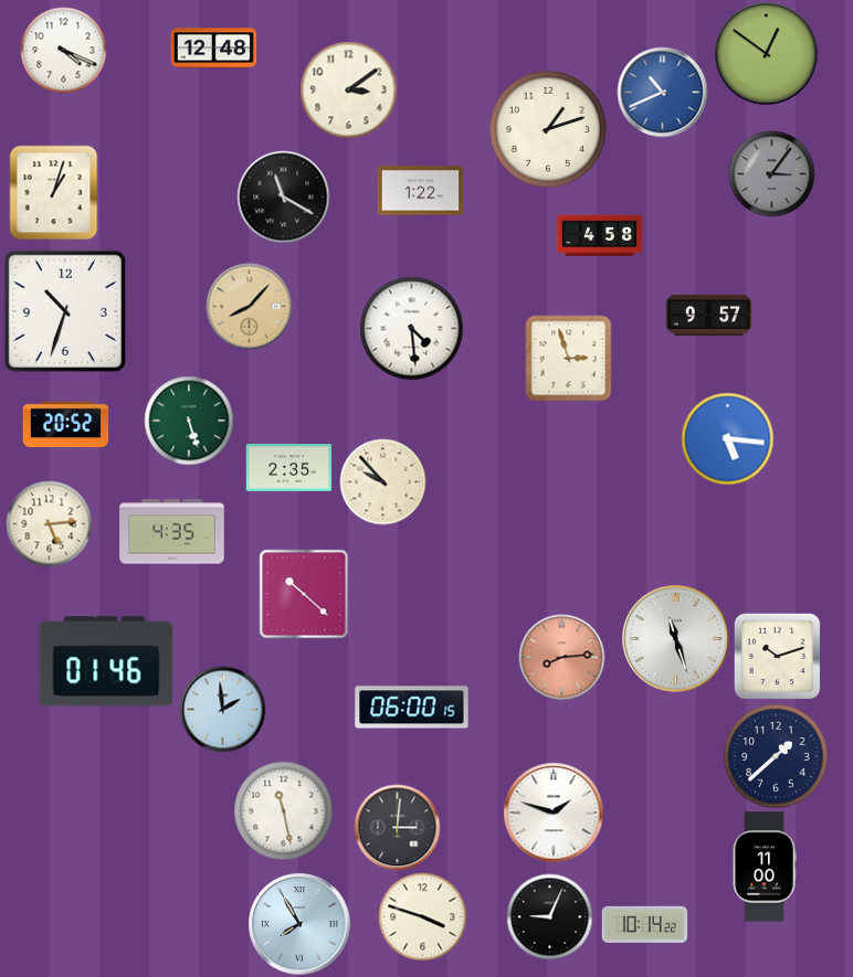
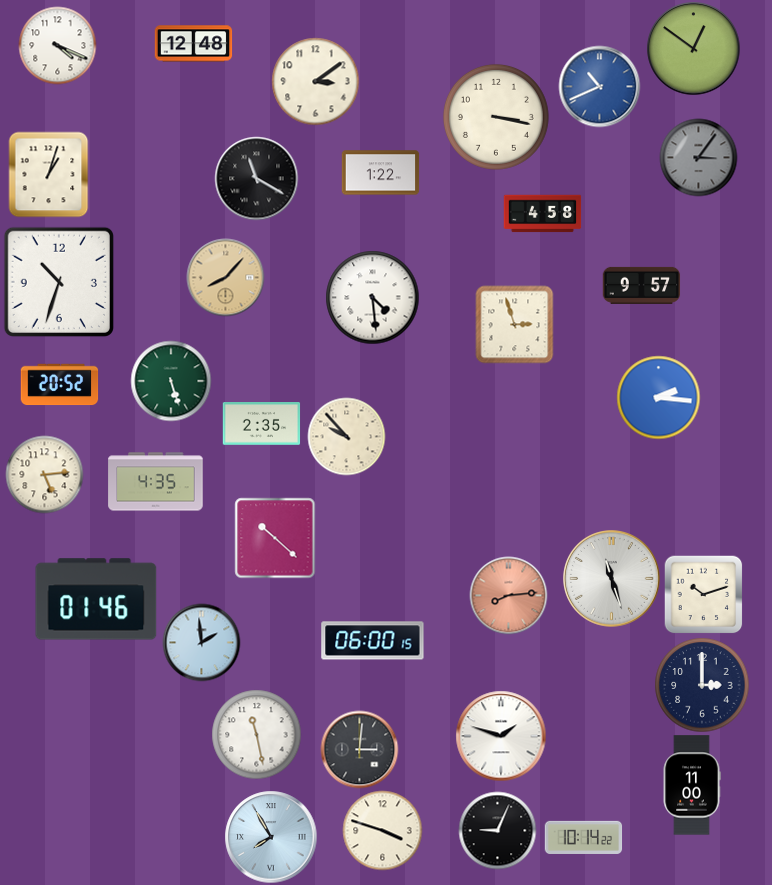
clock at (662, 92) position: (662, 92) -> (599, 86)
clock at (548, 129): 1:12 -> 3:17
clock at (727, 438): 5:16 -> 2:16
clock at (776, 756): 1:38 -> 3:00
